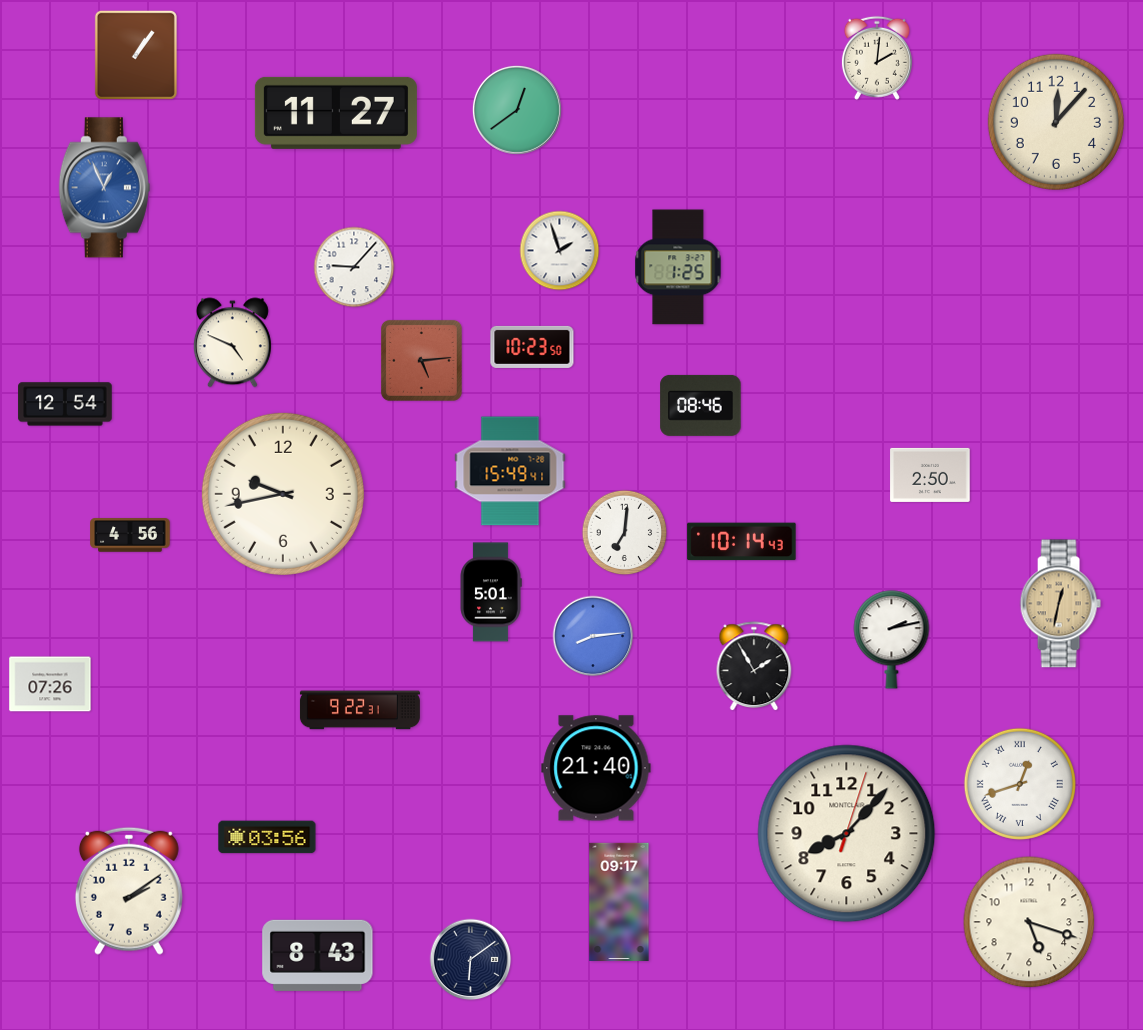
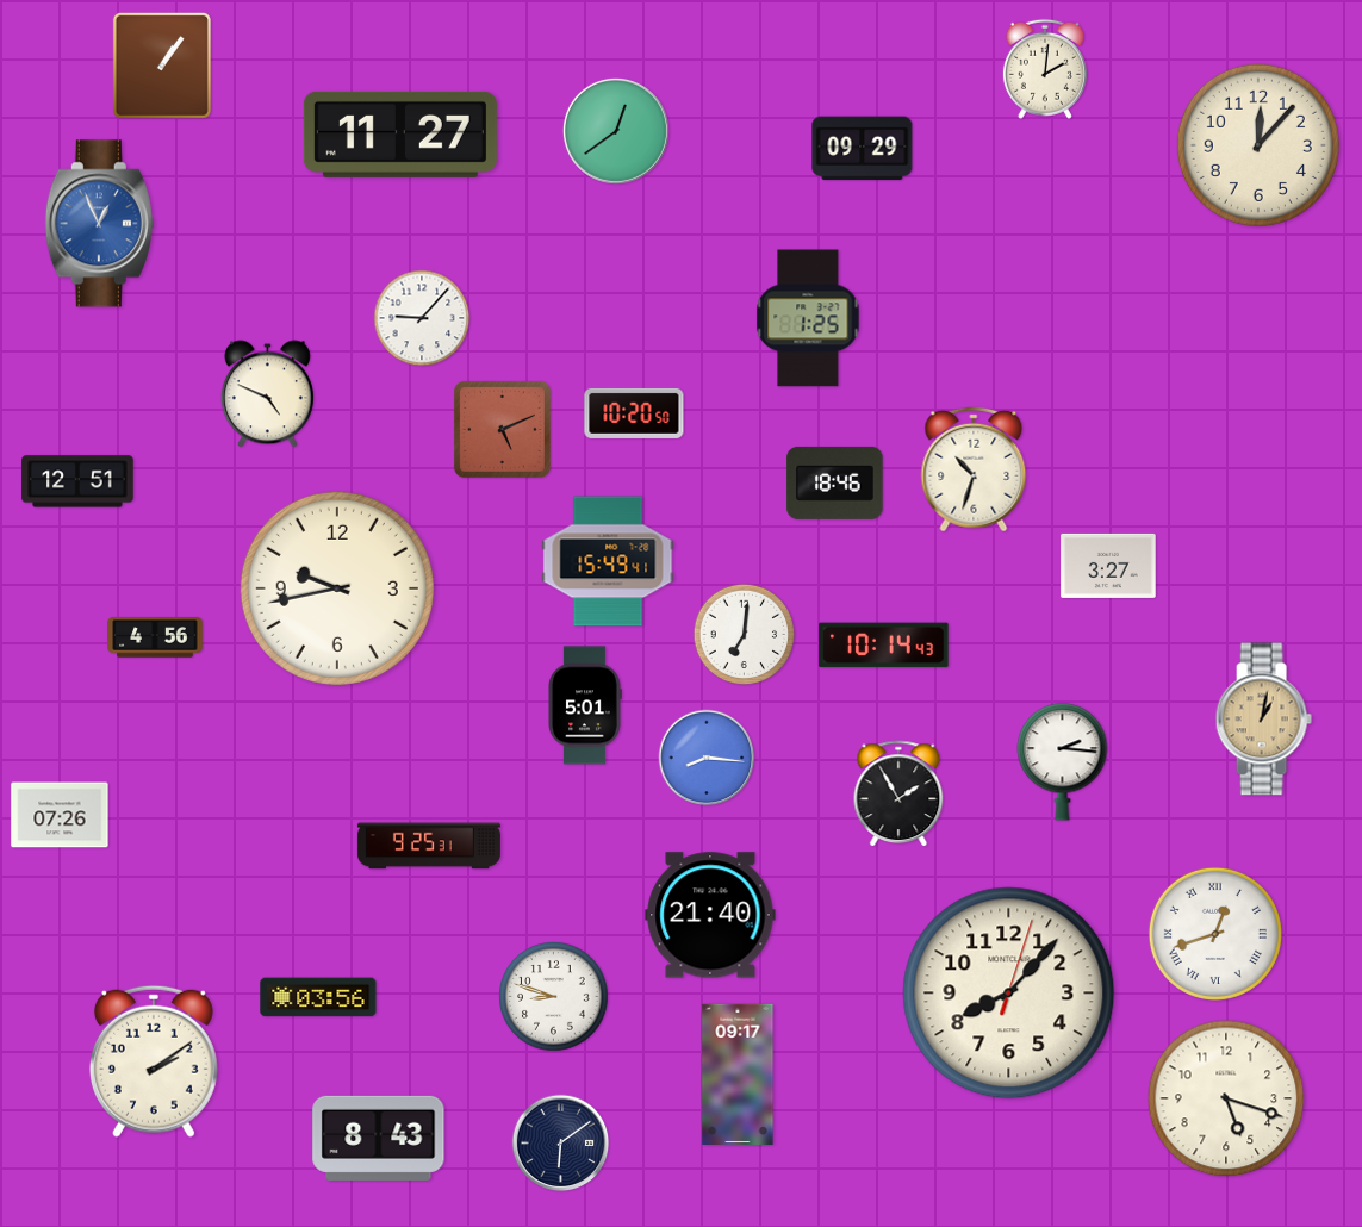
clock at (863, 149): none -> 09:29
clock at (104, 188) position: (104, 188) -> (99, 224)
clock at (560, 251): 1:57 -> none
clock at (232, 343) position: (232, 343) -> (267, 394)
clock at (532, 347): 10:23 -> 10:20
clock at (421, 360): 5:14 -> 5:11
clock at (974, 469): none -> 10:33
clock at (65, 404): 12:54 -> 12:51
clock at (701, 405): 08:46 -> 18:46
clock at (930, 475): 2:50 -> 3:27
clock at (1060, 604): 12:32 -> 1:02
clock at (593, 636): 8:14 -> 8:16
clock at (892, 640): 2:13 -> 2:16
clock at (360, 710): 9:22 -> 9:25
clock at (554, 997): none -> 8:48
